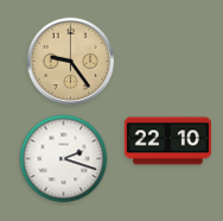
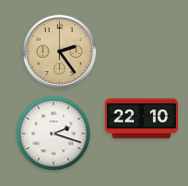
clock at (71, 62): 9:24 -> 2:24
